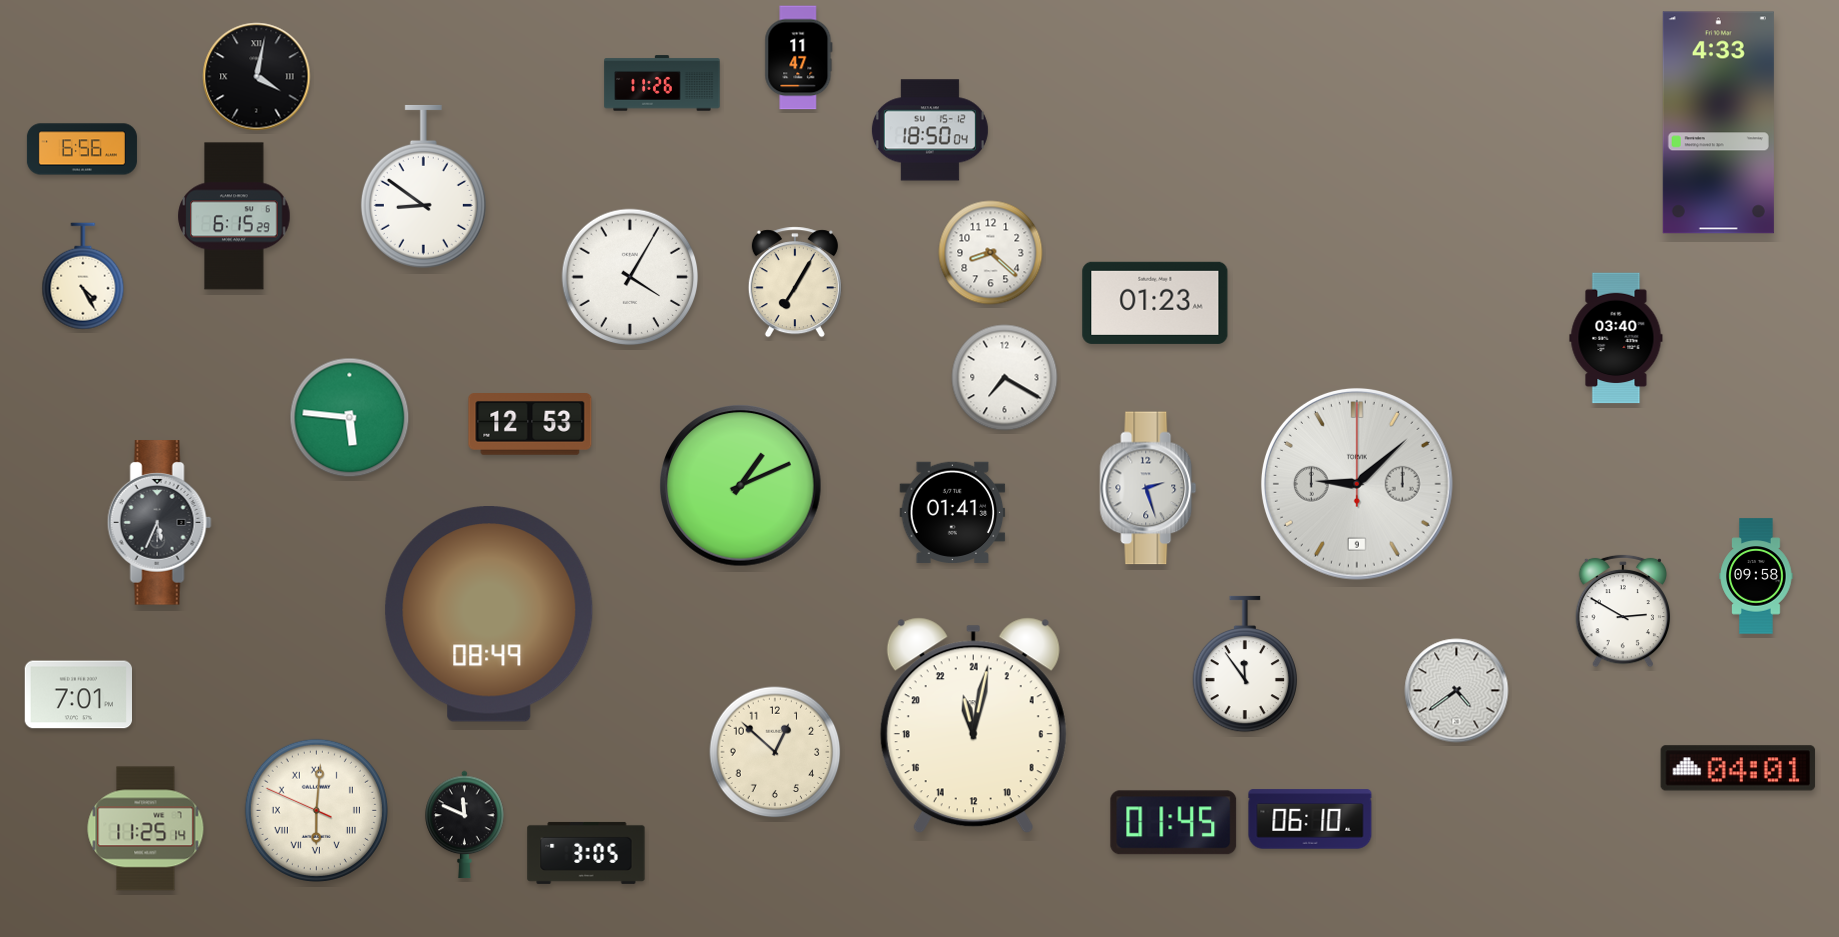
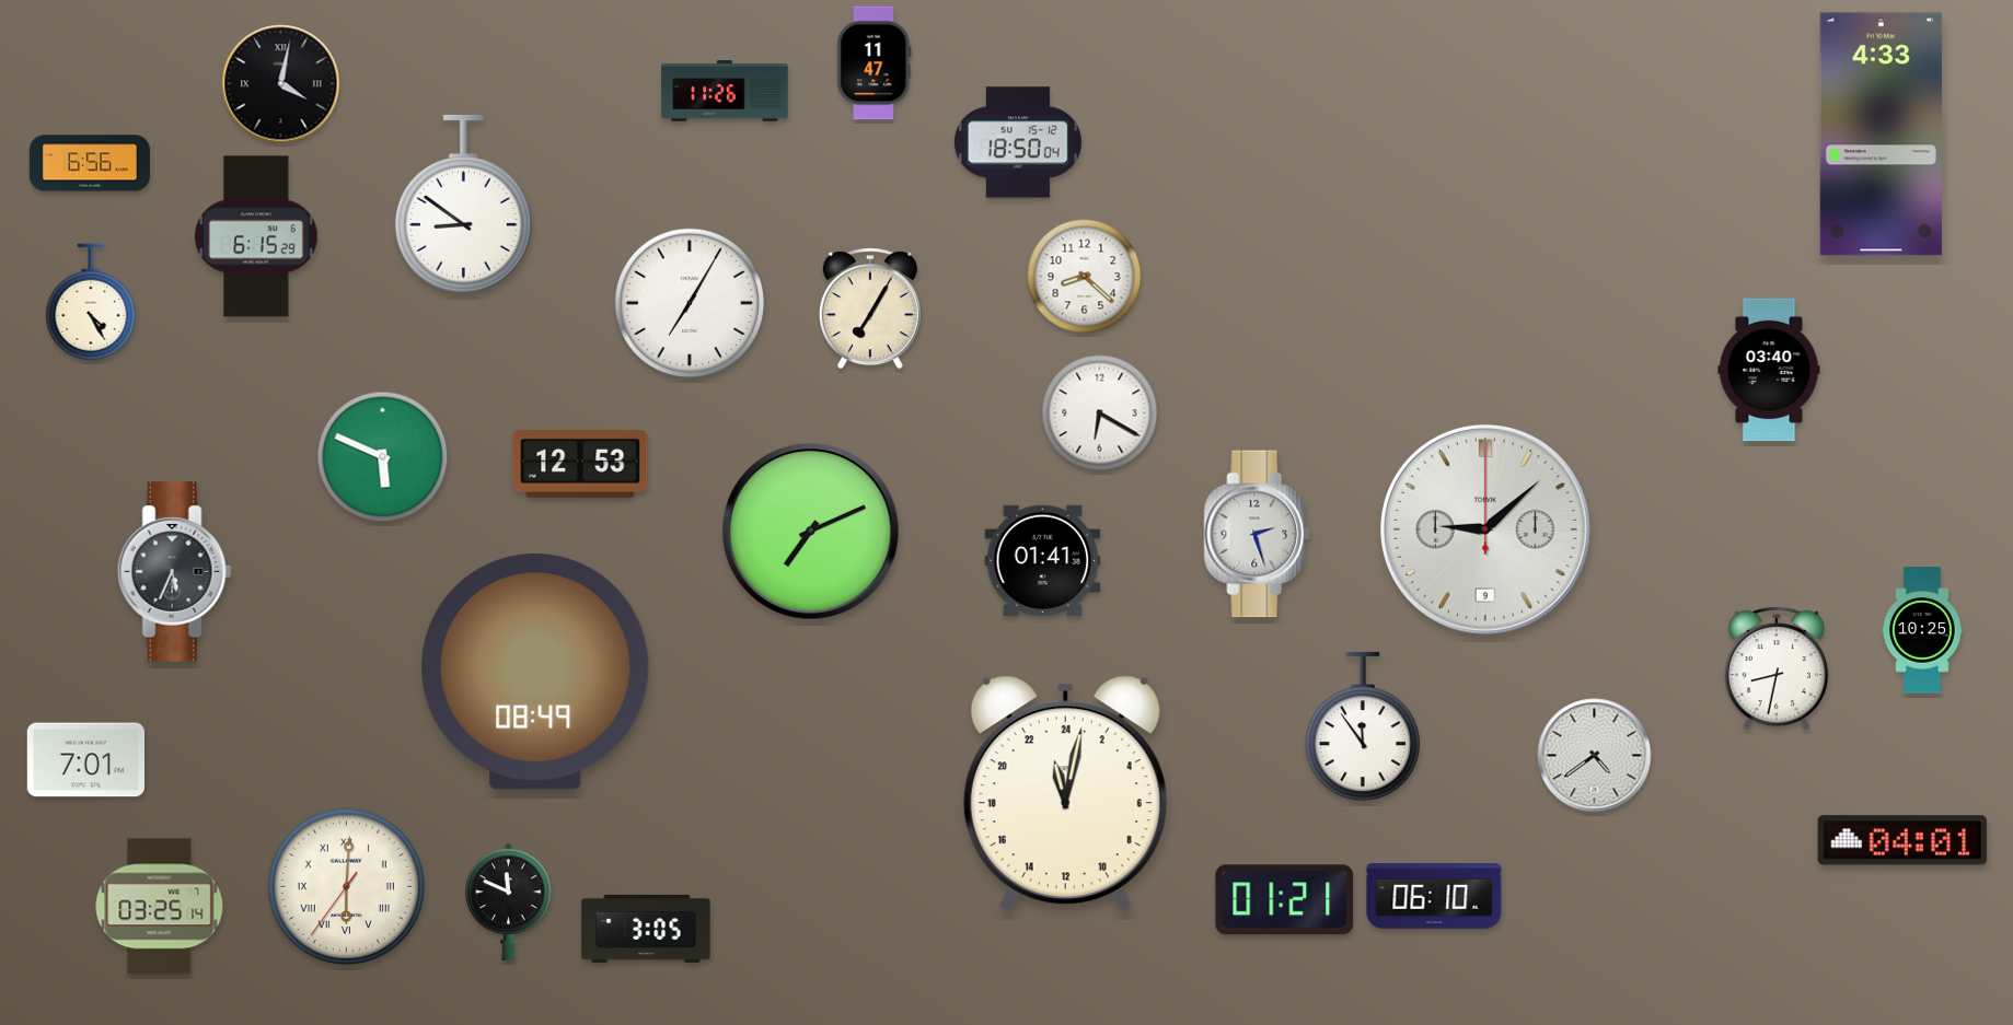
clock at (630, 277): 4:05 -> 7:05
clock at (1155, 303): 01:23 -> none
clock at (1005, 378): 7:20 -> 6:20
clock at (350, 418): 5:46 -> 5:49
clock at (741, 486): 1:11 -> 7:11
clock at (1756, 576): 09:58 -> 10:25
clock at (1623, 611): 2:50 -> 8:32
clock at (775, 752): 12:52 -> none
clock at (316, 810): 6:00:49 -> 6:00:36
clock at (1174, 823): 01:45 -> 01:21
clock at (146, 829): 11:25 -> 03:25
clock at (586, 853) position: (586, 853) -> (646, 929)
